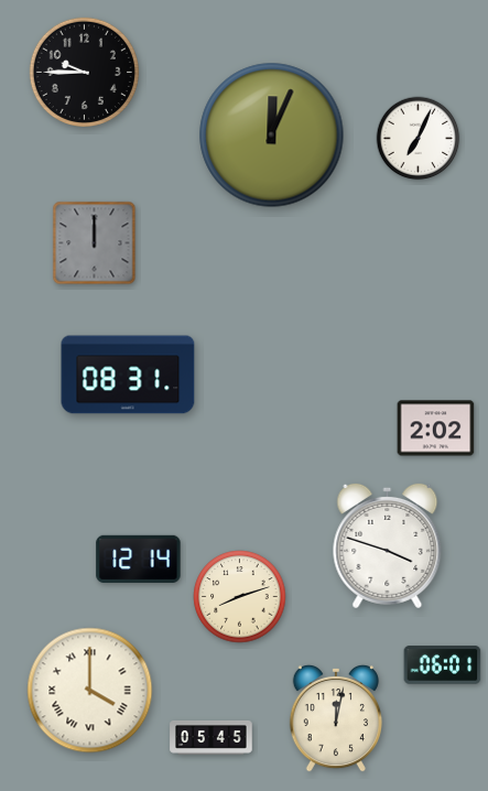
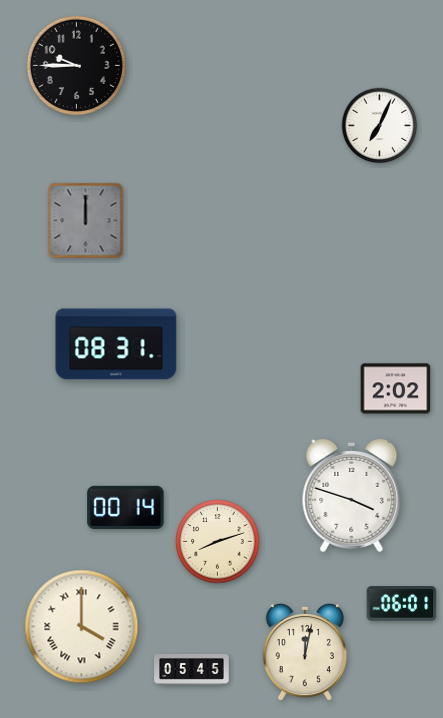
clock at (272, 136): 12:04 -> none
clock at (128, 375) position: (128, 375) -> (116, 344)
clock at (139, 559): 12:14 -> 00:14
